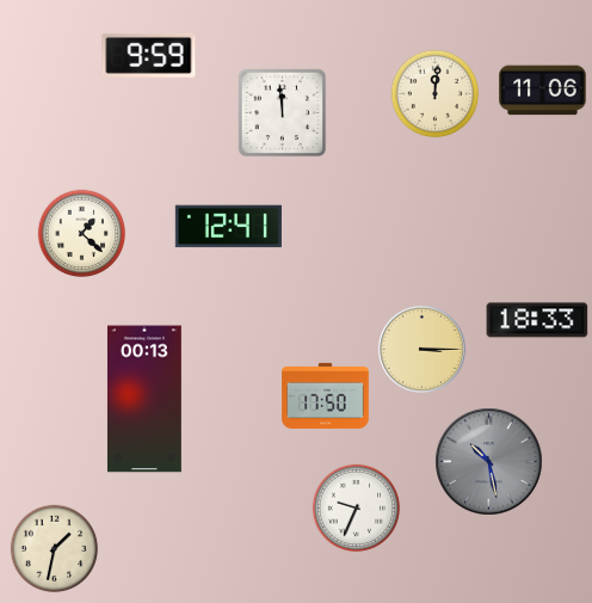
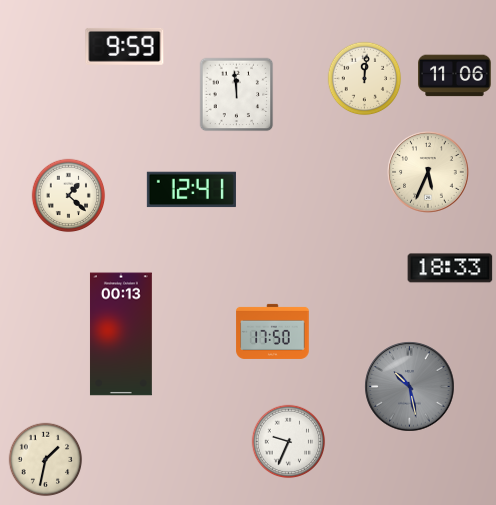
clock at (428, 172): none -> 5:34
clock at (423, 350): 3:15 -> none
clock at (357, 509) position: (357, 509) -> (289, 442)
